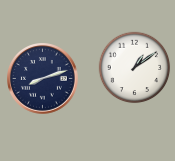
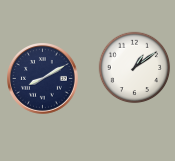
clock at (43, 79): 8:12 -> 8:10
